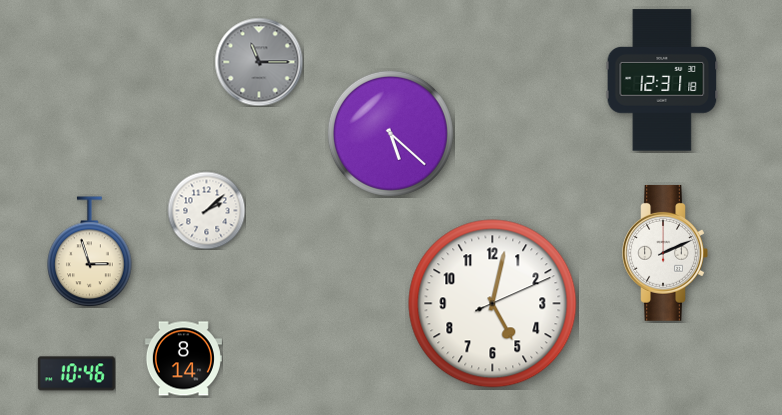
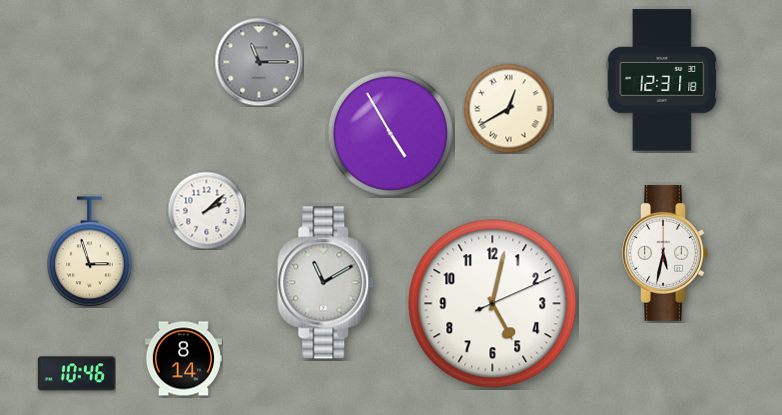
clock at (508, 108): none -> 12:40
clock at (390, 133): 5:22 -> 4:55
clock at (665, 253): 2:11 -> 5:32
clock at (326, 283): none -> 11:10
